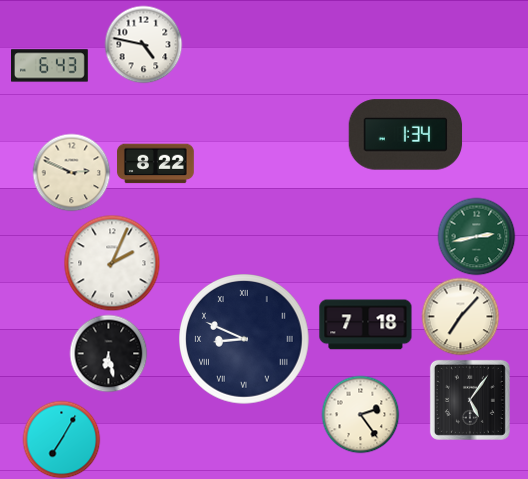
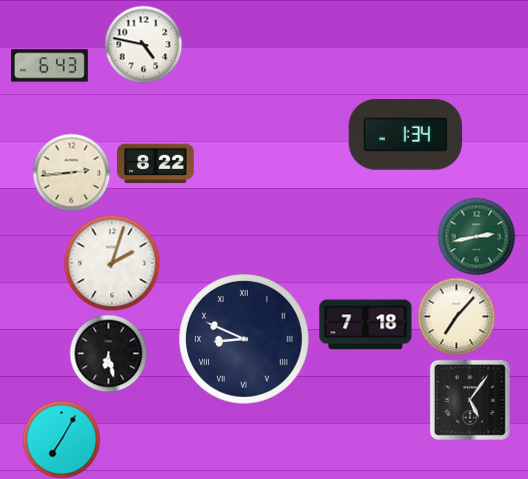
clock at (71, 172): 2:49 -> 2:44
clock at (112, 263): 2:04 -> 2:03
clock at (460, 316) position: (460, 316) -> (456, 316)
clock at (360, 414): 2:24 -> none
